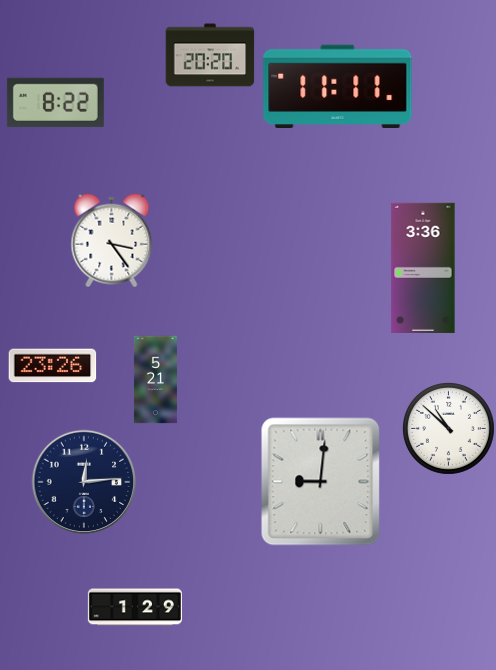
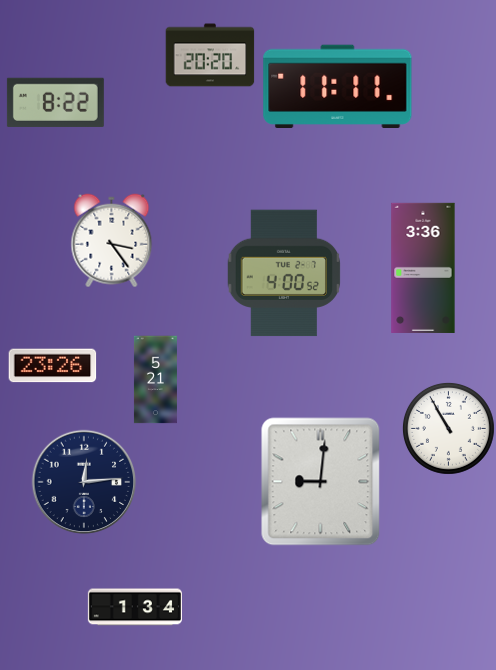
clock at (284, 273): none -> 4:00
clock at (448, 428): 10:52 -> 10:55
clock at (135, 607): 1:29 -> 1:34
